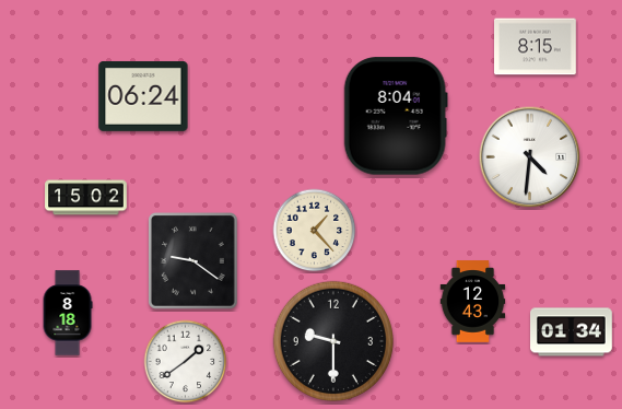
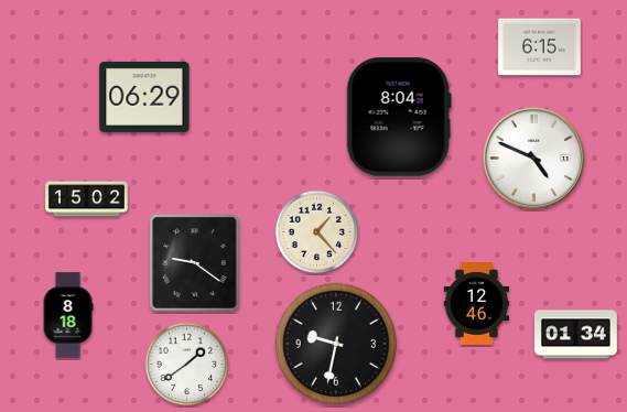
clock at (536, 47): 8:15 -> 6:15
clock at (143, 96): 06:24 -> 06:29
clock at (530, 157): 4:31 -> 4:49
clock at (473, 302): 12:43 -> 12:46
clock at (332, 340): 9:30 -> 9:32
